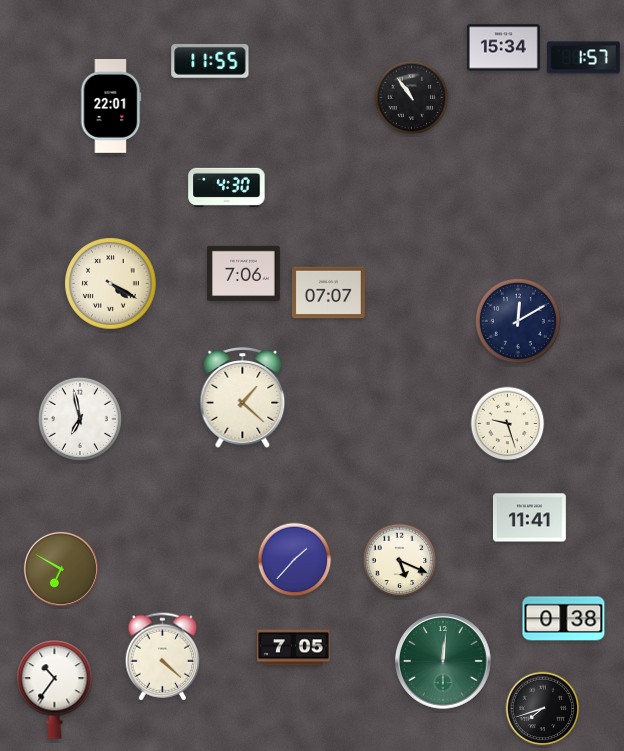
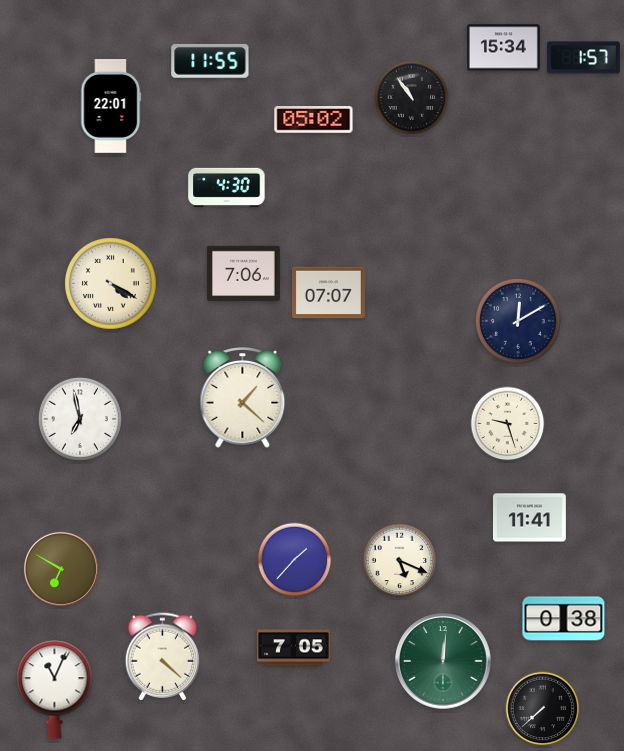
clock at (314, 120): none -> 05:02
clock at (55, 690): 10:36 -> 11:04
clock at (543, 709): 7:42 -> 7:38
